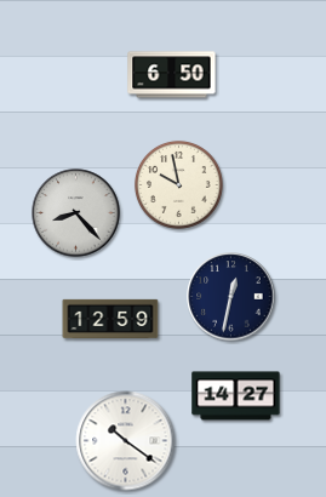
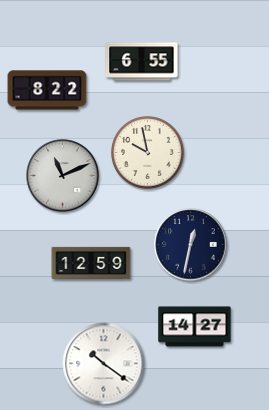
clock at (172, 75): 6:50 -> 6:55
clock at (47, 90): none -> 8:22
clock at (76, 213): 8:23 -> 11:11
